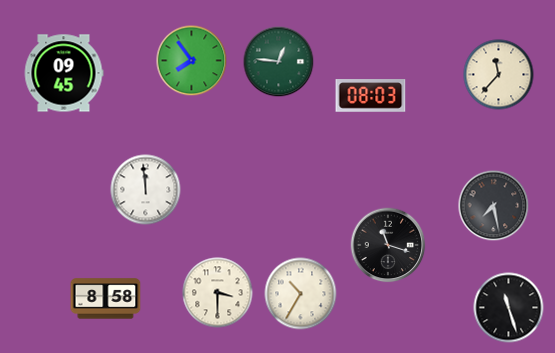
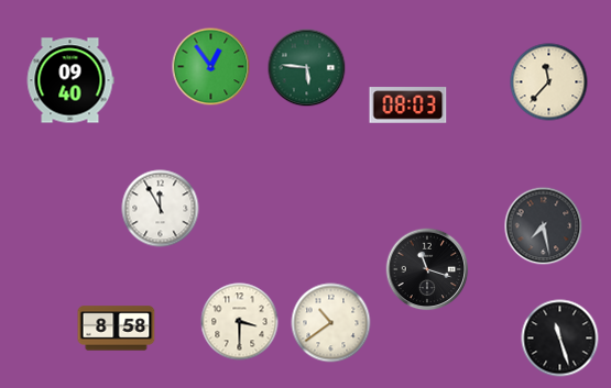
clock at (192, 61): 7:54 -> 12:54
clock at (279, 62): 12:46 -> 5:46
clock at (64, 73): 09:45 -> 09:40
clock at (146, 190): 11:59 -> 11:55
clock at (301, 294): 10:35 -> 10:39
